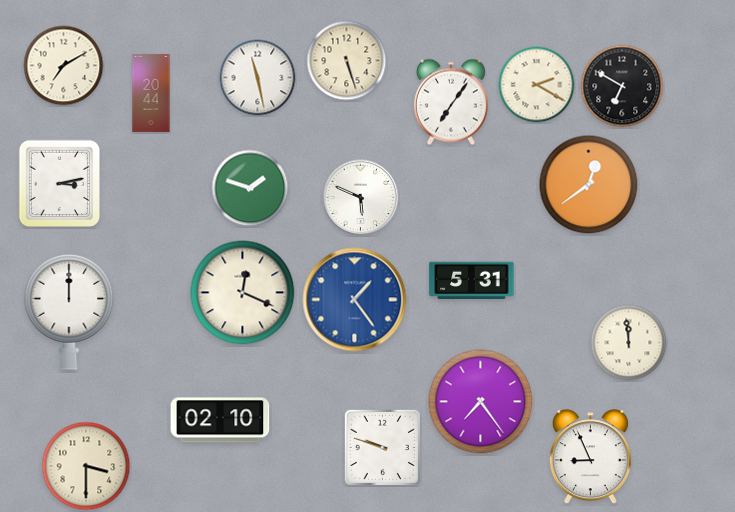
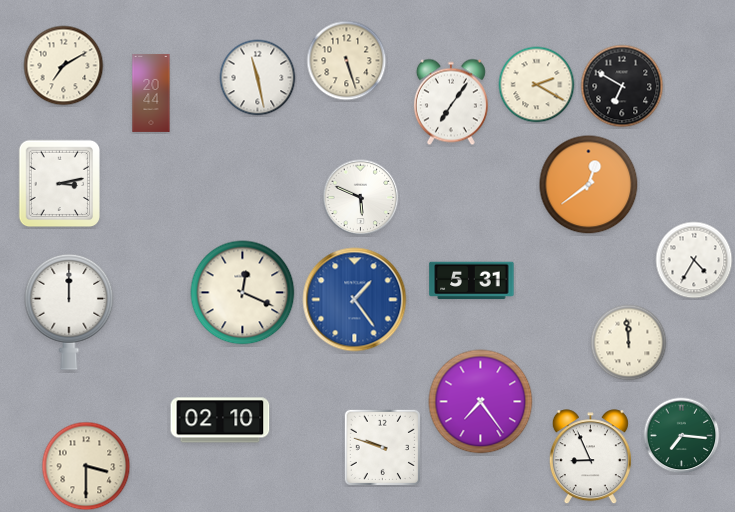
clock at (250, 188): 1:48 -> none
clock at (694, 260): none -> 4:35
clock at (682, 436): none -> 7:16
